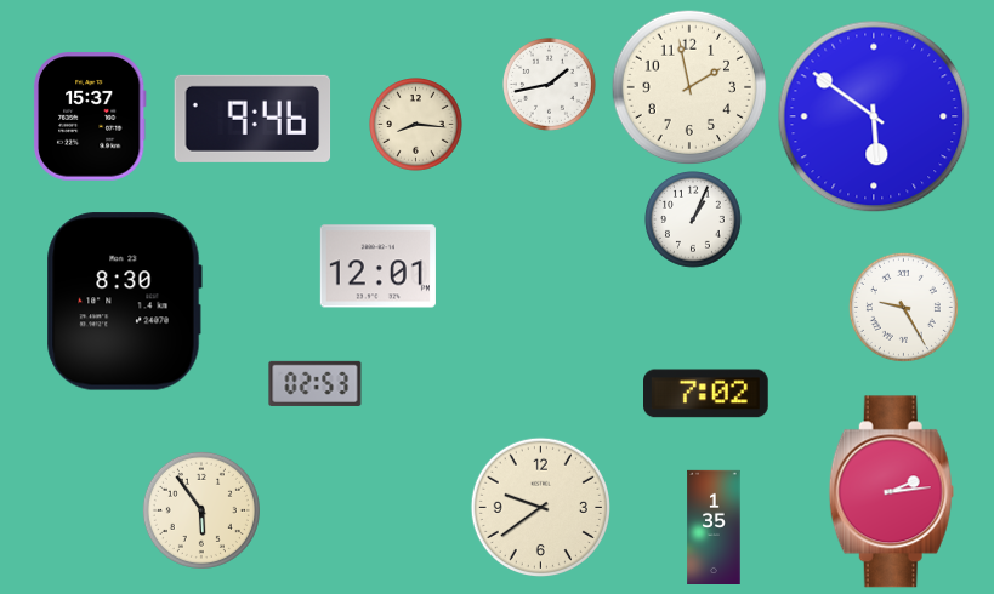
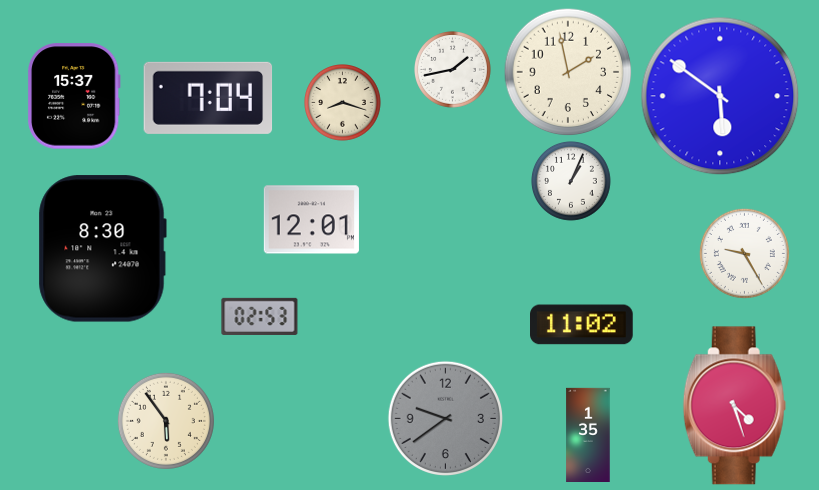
clock at (252, 119): 9:46 -> 7:04
clock at (416, 125): 8:16 -> 8:18
clock at (706, 394): 7:02 -> 11:02
clock at (891, 492): 2:14 -> 4:27
clock at (540, 507) dial: cream -> grey
